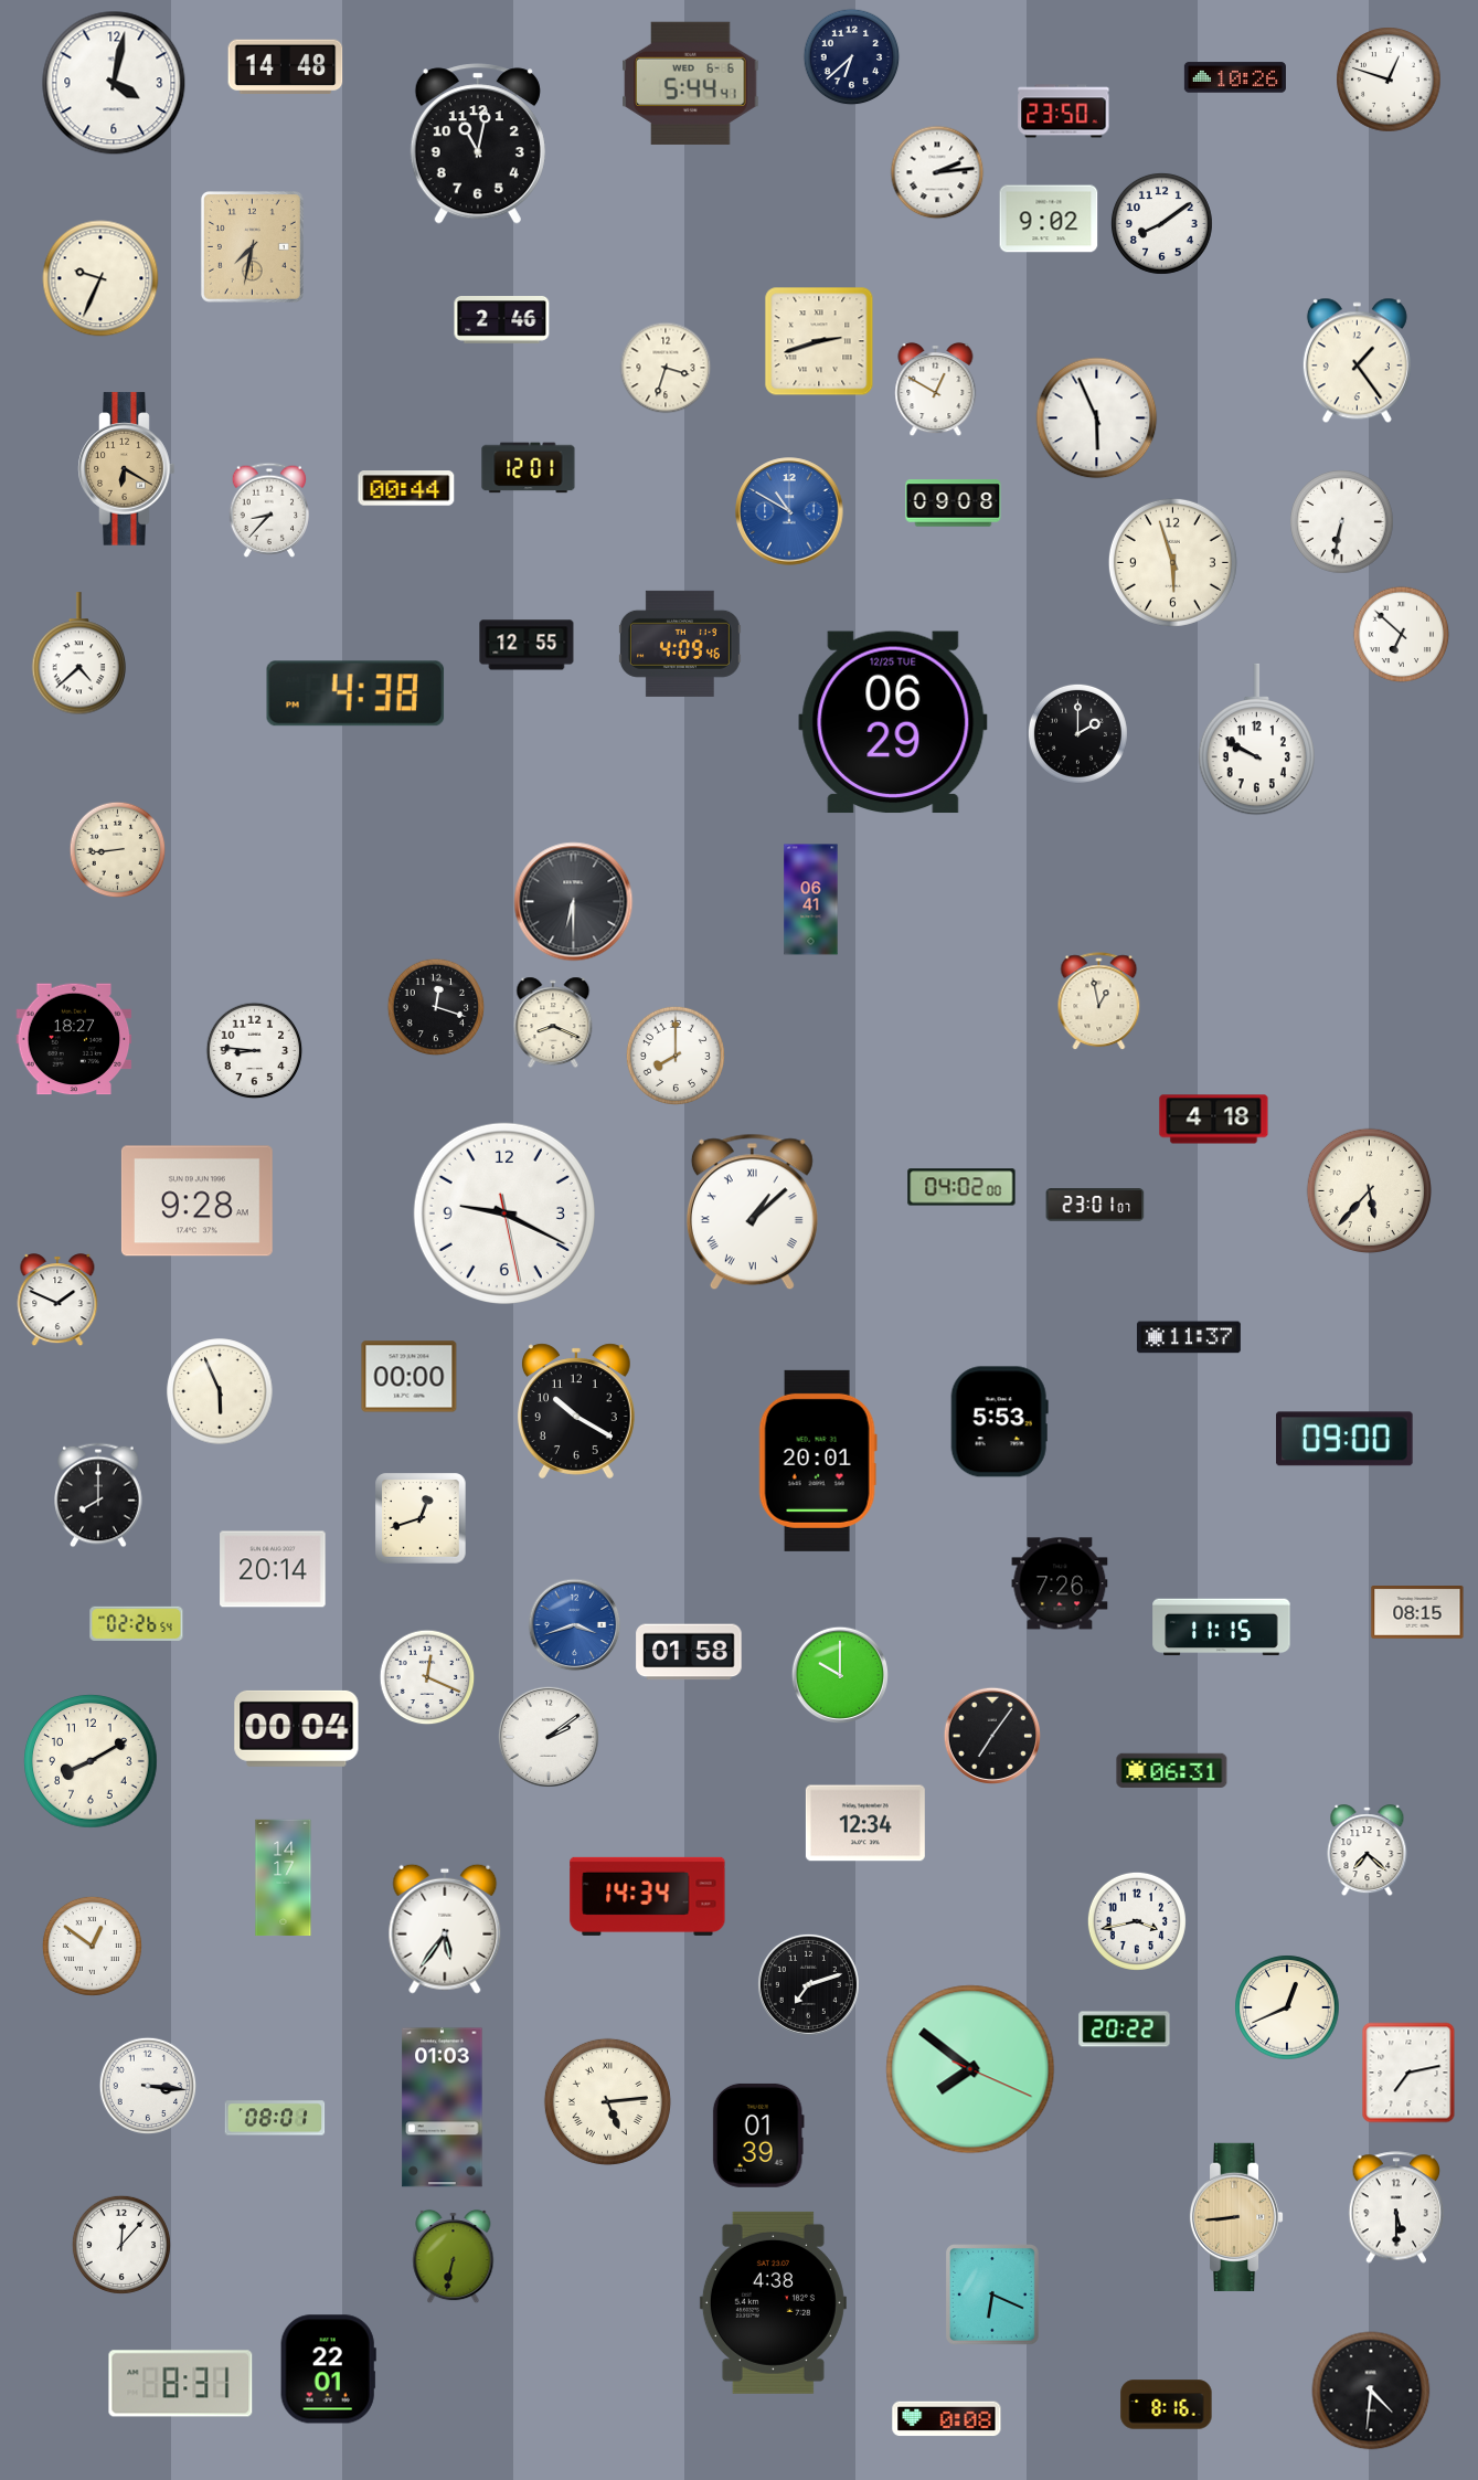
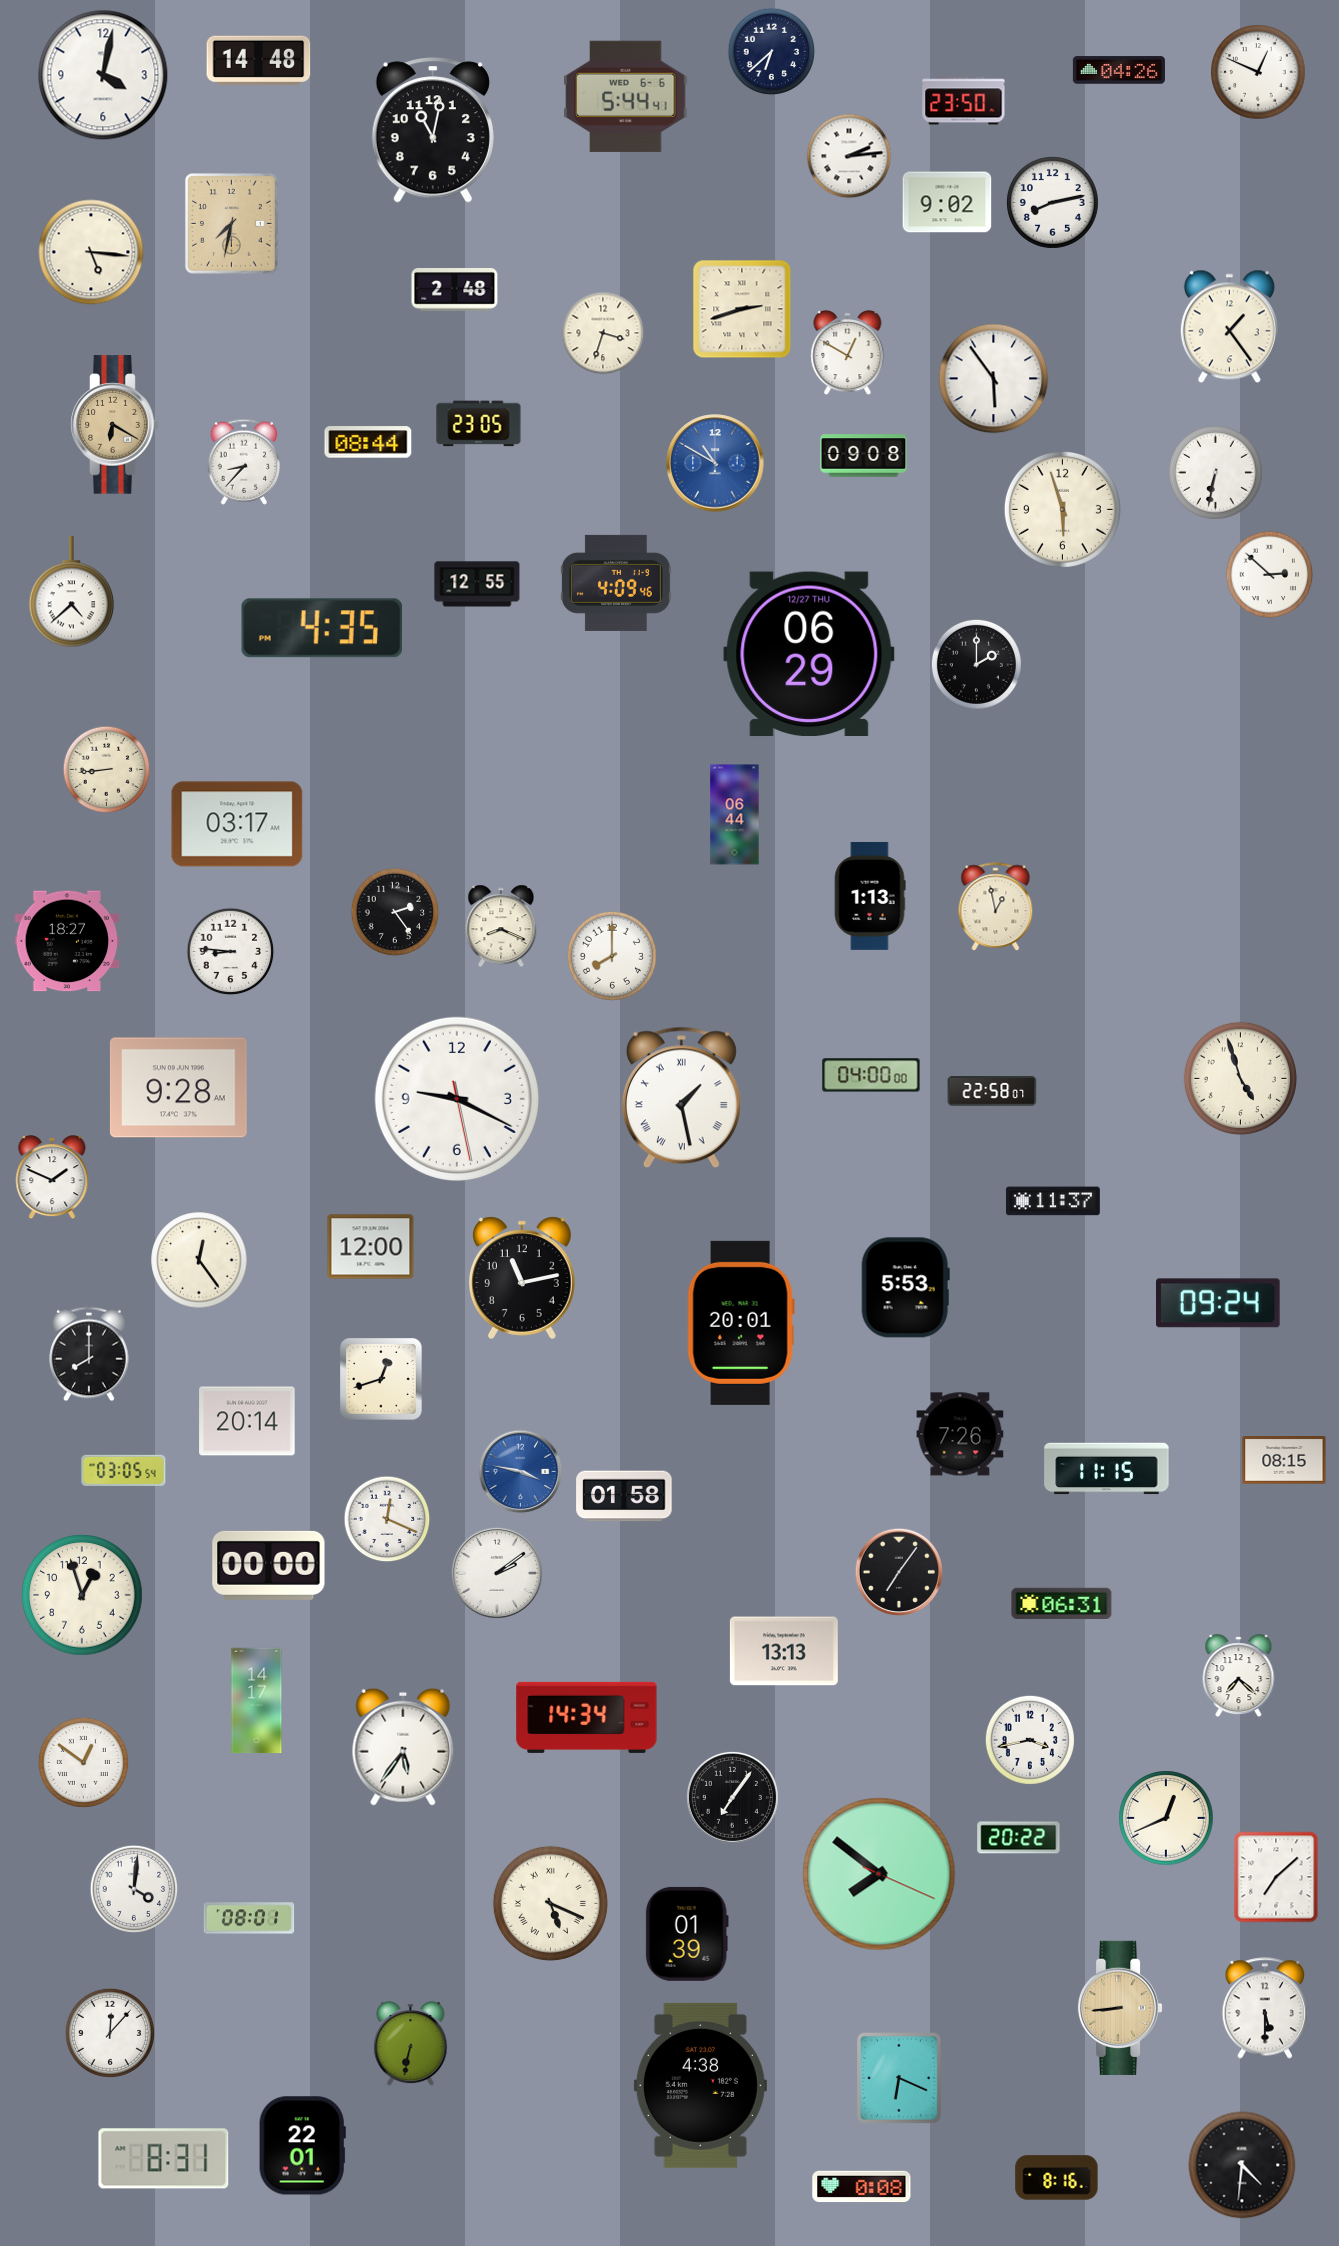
clock at (1235, 77): 10:26 -> 04:26
clock at (1389, 80): 12:48 -> 12:49
clock at (691, 83) position: (691, 83) -> (626, 96)
clock at (1049, 219) position: (1049, 219) -> (947, 202)
clock at (1161, 223): 8:09 -> 8:13
clock at (253, 247) position: (253, 247) -> (232, 224)
clock at (100, 278): 9:34 -> 5:16
clock at (502, 320): 2:46 -> 2:48
clock at (1097, 418): 5:56 -> 5:54
clock at (529, 468): 12:01 -> 23:05
clock at (406, 488): 00:44 -> 08:44
clock at (1402, 635): 6:52 -> 2:52
clock at (355, 693): 4:38 -> 4:35
clock at (893, 722) date: 12/25 TUE -> 12/27 THU
clock at (1256, 740): 9:50 -> none
clock at (811, 900): 06:41 -> 06:44
clock at (574, 902): 6:30 -> none
clock at (237, 824): none -> 03:17
clock at (870, 896): none -> 1:13
clock at (436, 1007): 12:18 -> 2:24
clock at (1214, 1120): 4:18 -> none
clock at (961, 1187): 04:02 -> 04:00
clock at (1369, 1190): 5:37 -> 4:57
clock at (1095, 1205): 23:01 -> 22:58
clock at (752, 1212): 1:08 -> 1:28
clock at (1189, 1337) position: (1189, 1337) -> (1053, 1201)
clock at (410, 1377): 00:00 -> 12:00
clock at (220, 1391): 5:56 -> 12:24
clock at (576, 1411): 10:20 -> 11:13
clock at (1346, 1439): 09:00 -> 09:24
clock at (421, 1518) position: (421, 1518) -> (381, 1379)
clock at (137, 1623): 02:26 -> 03:05
clock at (575, 1625): 3:42 -> 3:47
clock at (1222, 1628) position: (1222, 1628) -> (1107, 1469)
clock at (839, 1674): 10:00 -> none
clock at (297, 1728): 00:04 -> 00:00
clock at (91, 1761): 8:10 -> 12:57
clock at (865, 1823): 12:34 -> 13:13
clock at (808, 1984): 7:12 -> 7:06
clock at (1408, 2073): 7:13 -> 7:08
clock at (148, 2086): 3:16 -> 4:01
clock at (607, 2101): 5:14 -> 5:19
clock at (443, 2108): 01:03 -> none
clock at (1396, 2207) position: (1396, 2207) -> (1265, 2008)
clock at (328, 2370) position: (328, 2370) -> (302, 2146)
clock at (947, 2419) position: (947, 2419) -> (862, 2187)
